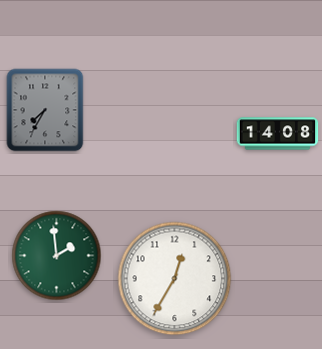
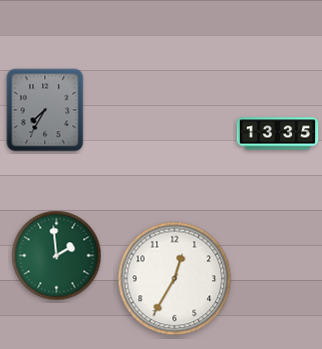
clock at (278, 134): 14:08 -> 13:35
